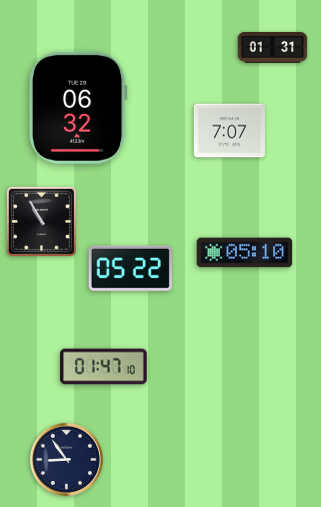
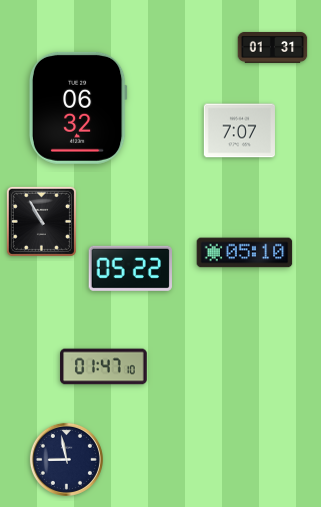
clock at (229, 131) position: (229, 131) -> (239, 131)
clock at (66, 459): 8:54 -> 8:58
